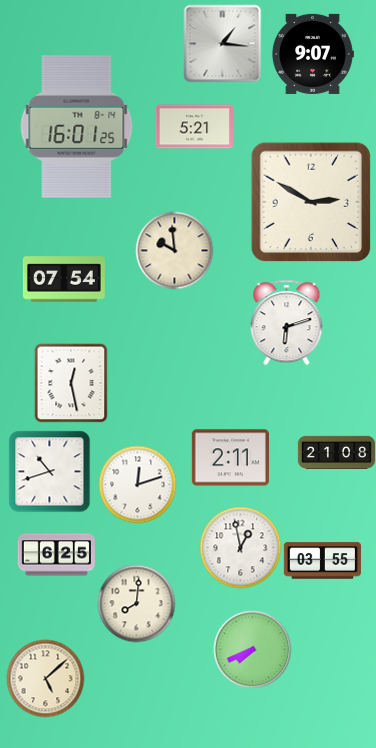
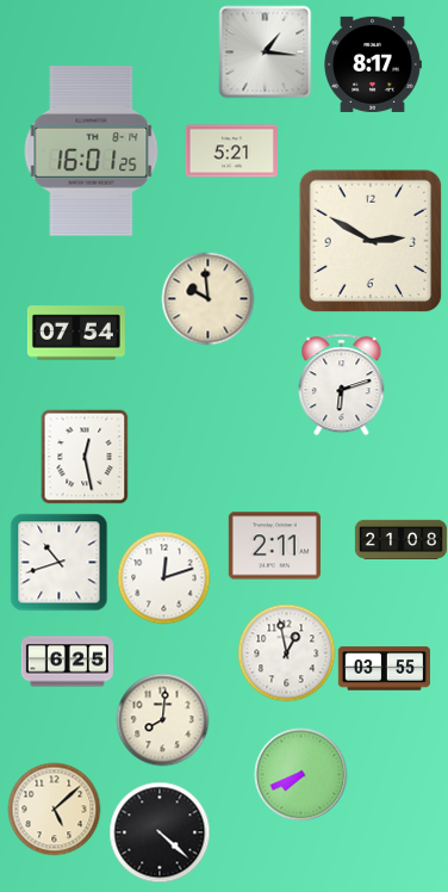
clock at (313, 54): 9:07 -> 8:17
clock at (160, 832): none -> 4:22
